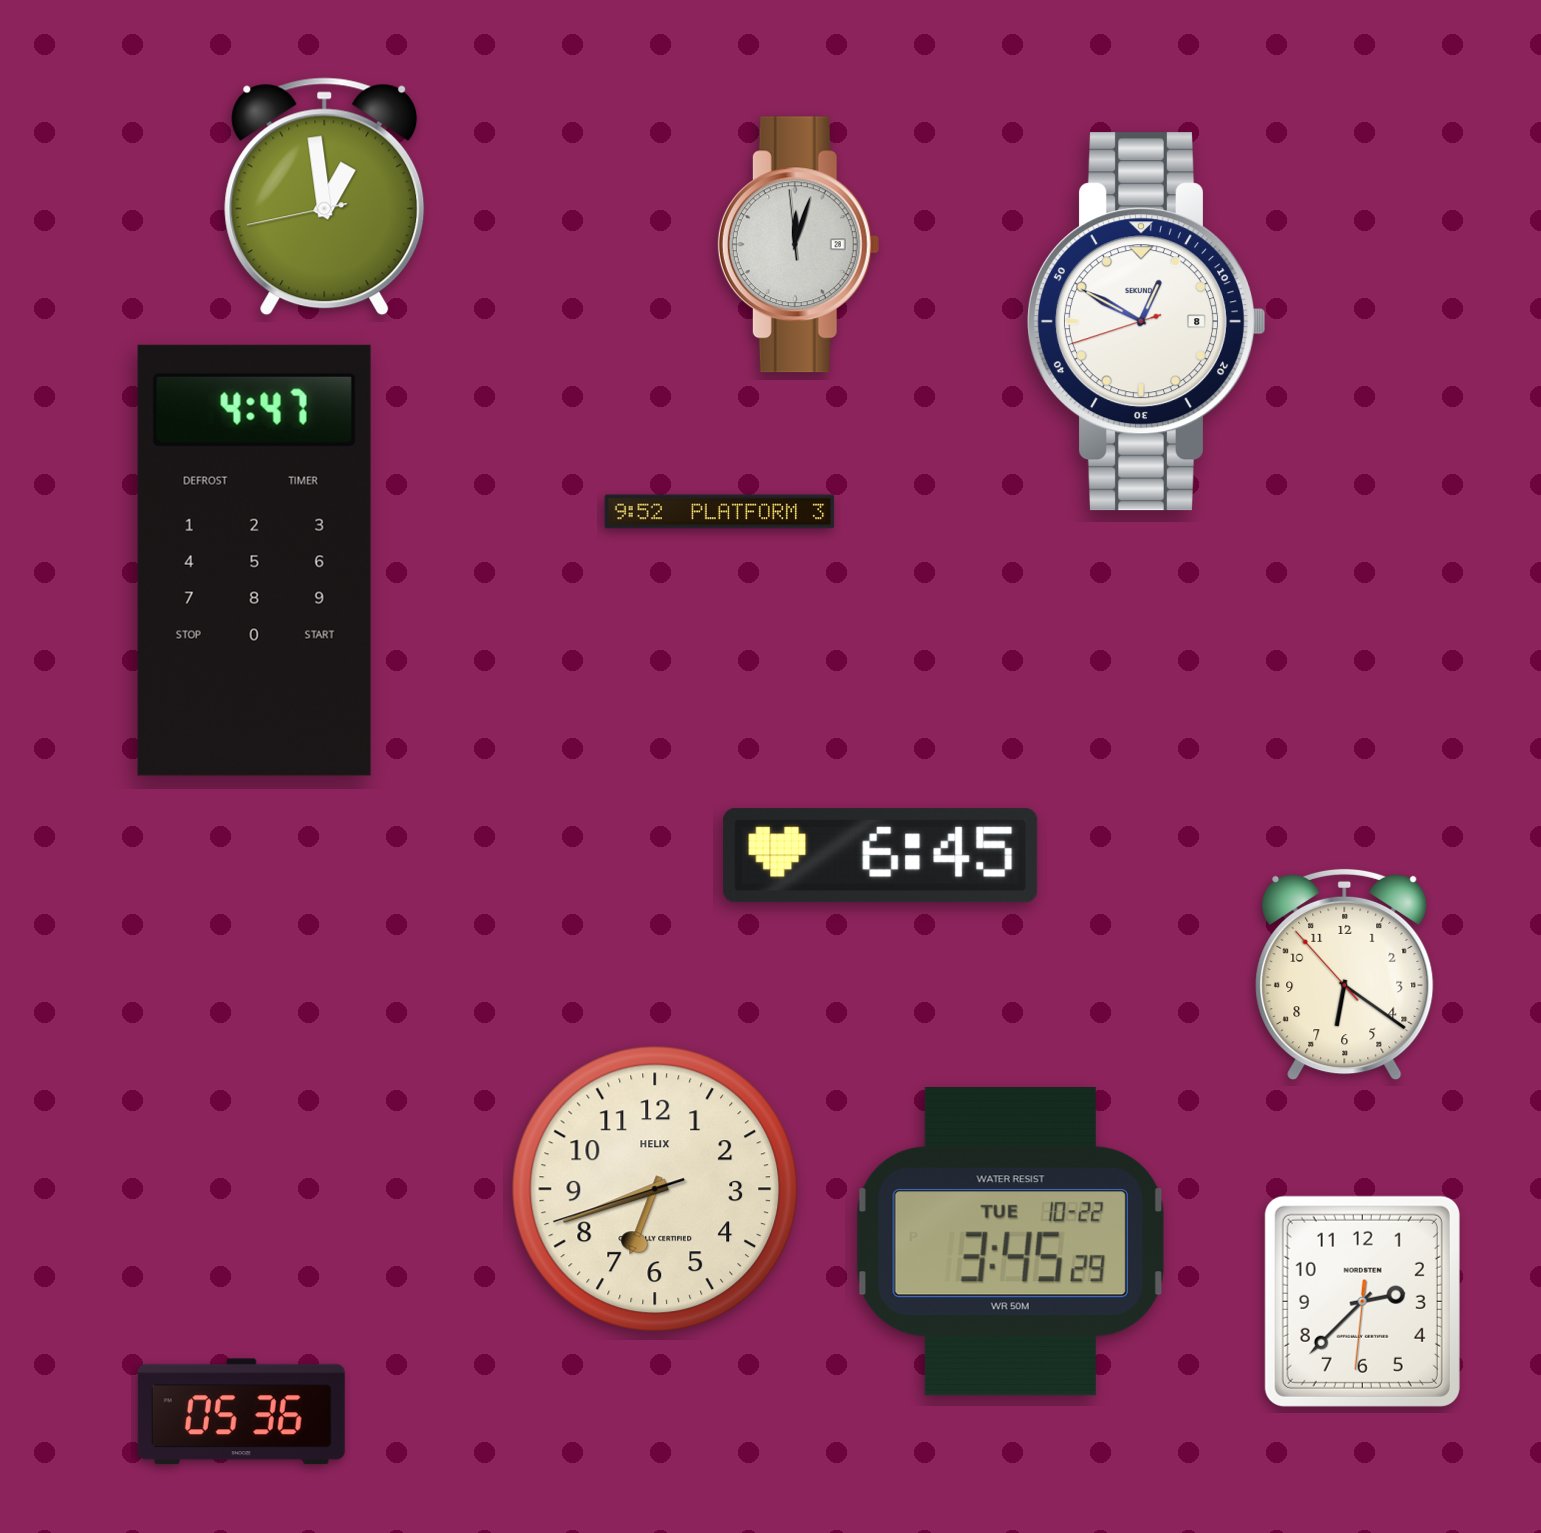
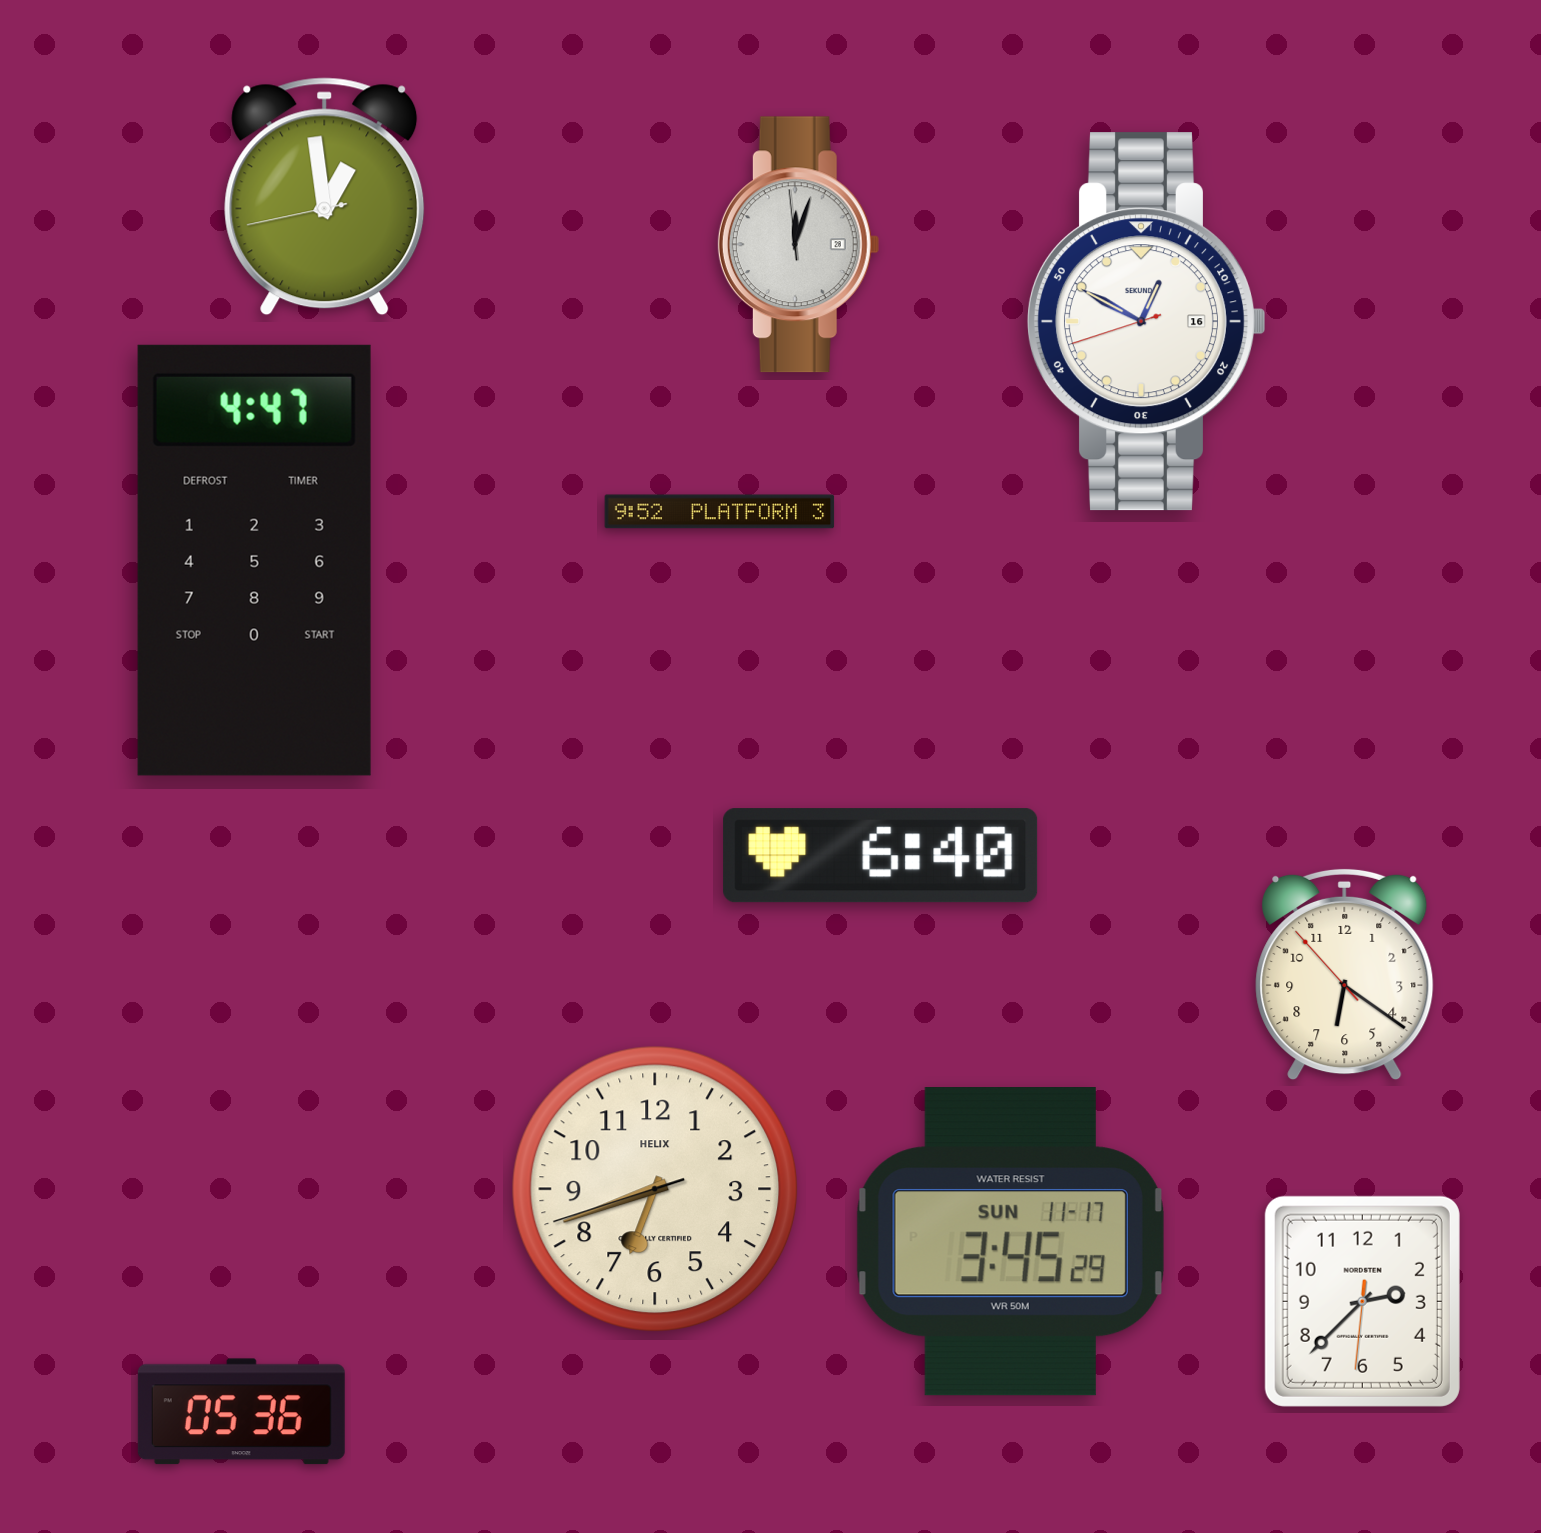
clock at (1146, 322) date: 8 -> 16
clock at (881, 856): 6:45 -> 6:40
clock at (1010, 1242) date: TUE 10-22 -> SUN 11-17
